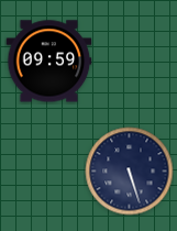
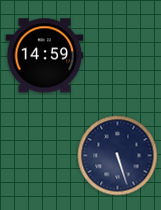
clock at (48, 62): 09:59 -> 14:59
